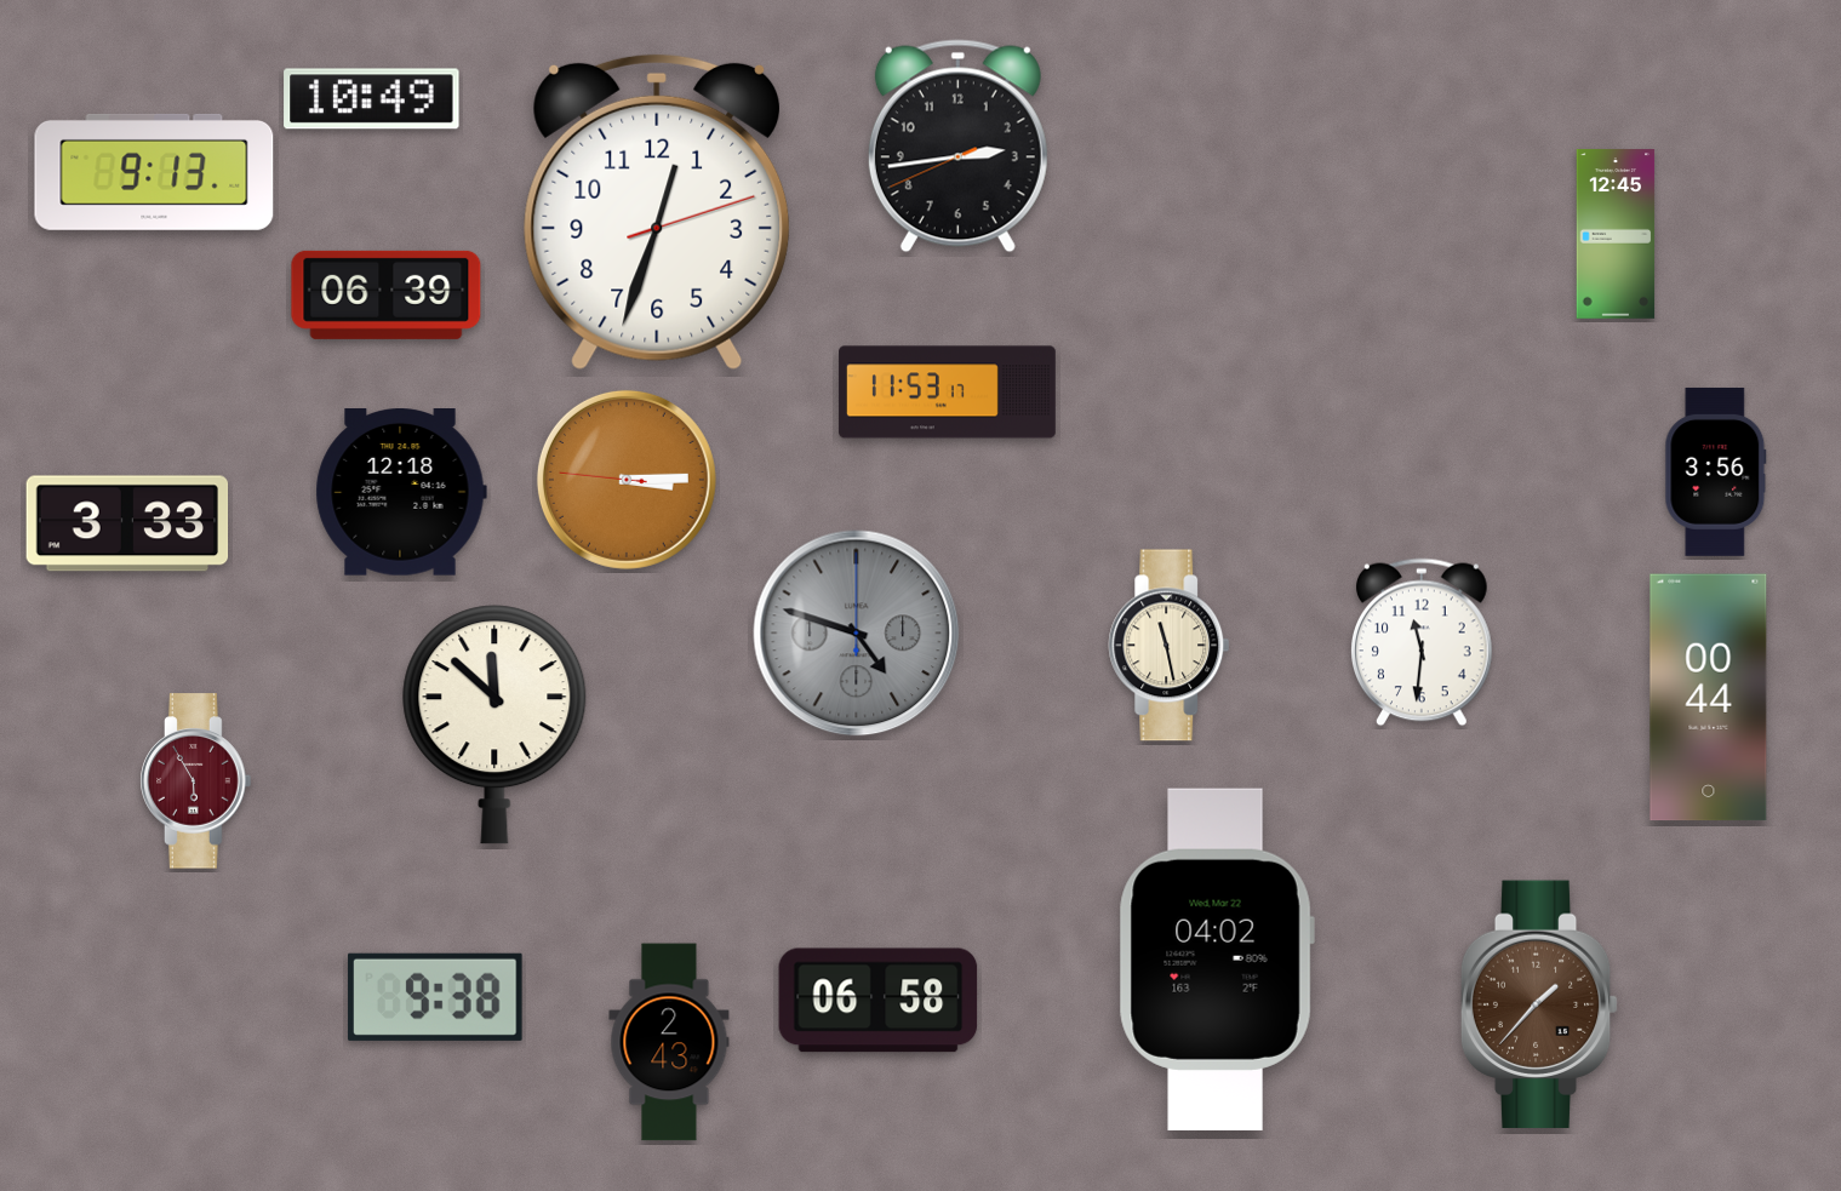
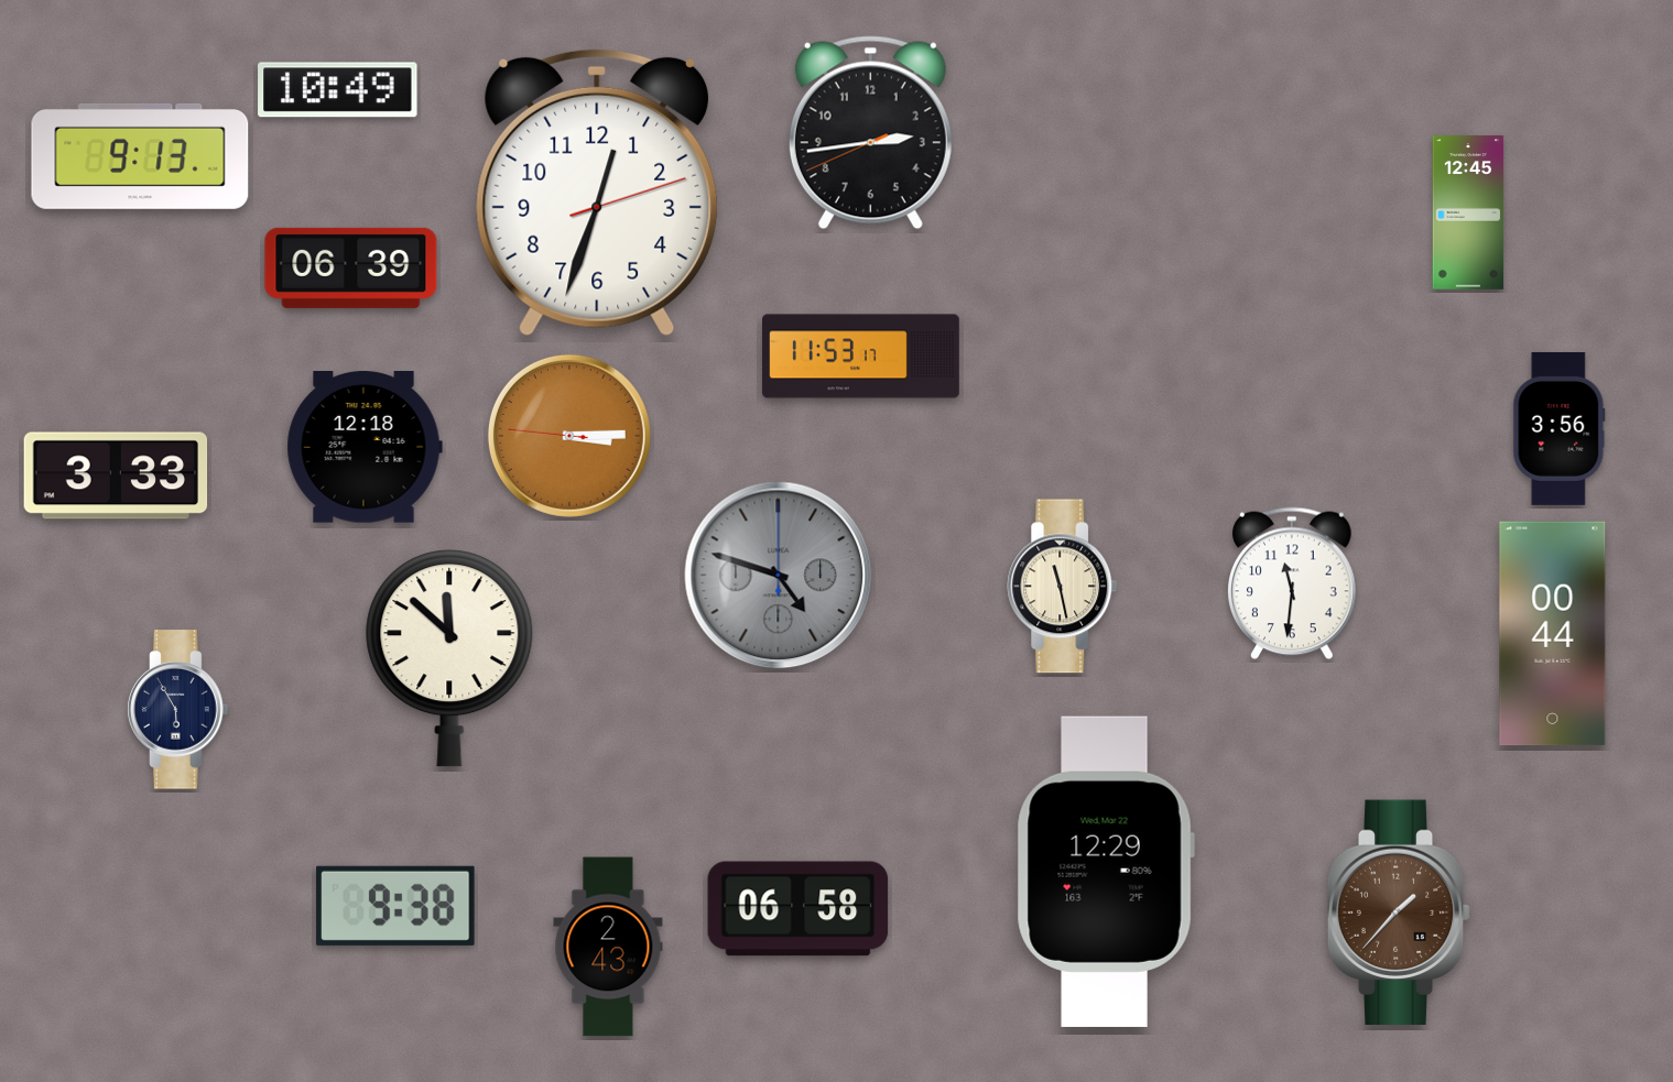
clock at (196, 781) dial: burgundy -> navy
clock at (1217, 960): 04:02 -> 12:29
